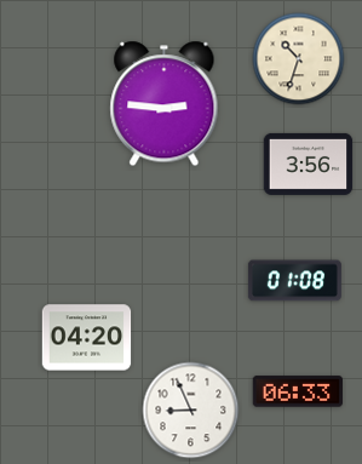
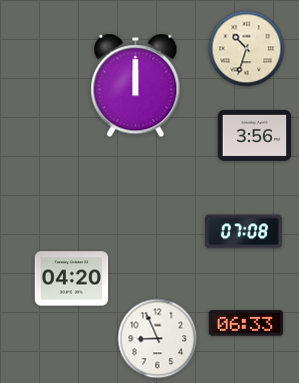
clock at (165, 104): 2:46 -> 12:00
clock at (294, 281): 01:08 -> 07:08
